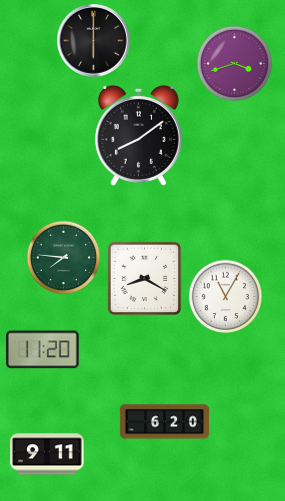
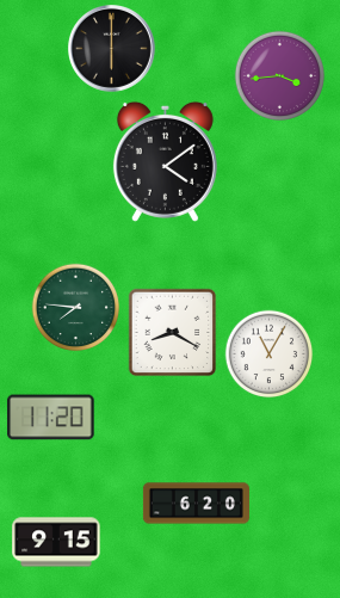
clock at (234, 63): 3:42 -> 3:44
clock at (138, 135): 8:09 -> 4:09
clock at (47, 454): 9:11 -> 9:15
